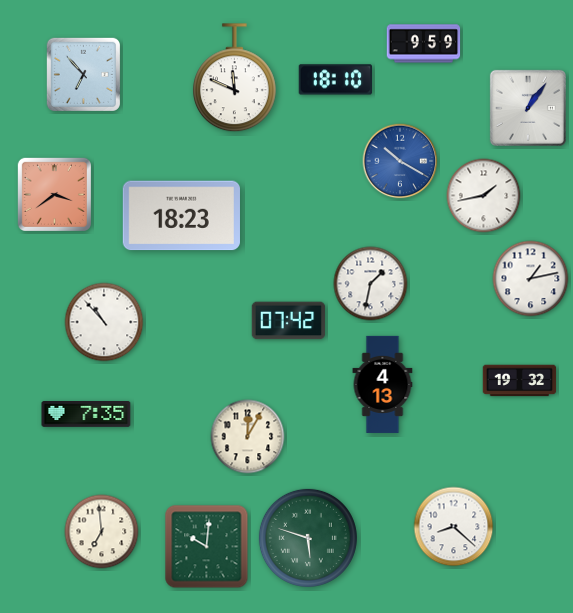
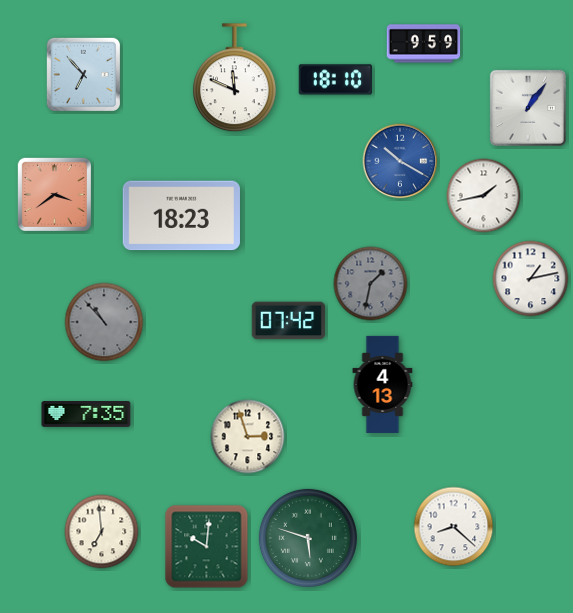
clock at (371, 284) dial: white -> grey
clock at (104, 322) dial: white -> grey
clock at (520, 381): 19:32 -> none
clock at (248, 437): 12:05 -> 2:57
